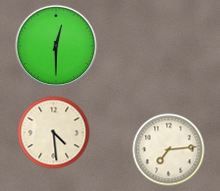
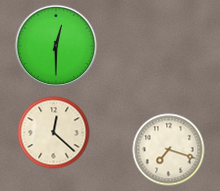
clock at (54, 133): 4:29 -> 12:22
clock at (169, 150): 7:14 -> 7:18
